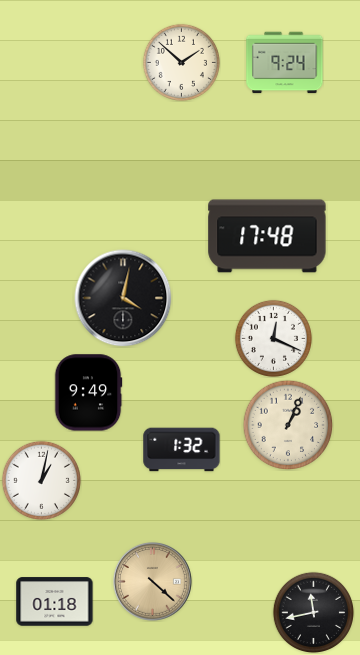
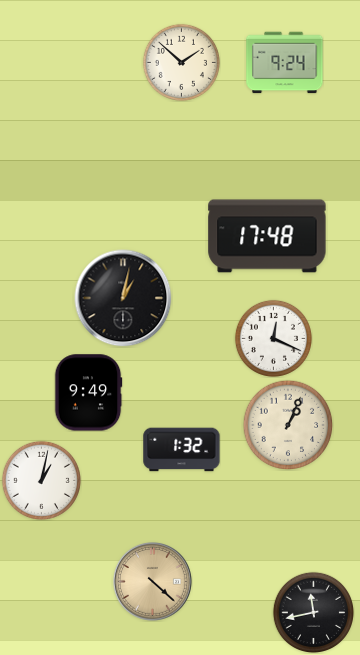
clock at (123, 298): 4:02 -> 1:02
clock at (55, 602): 01:18 -> none
